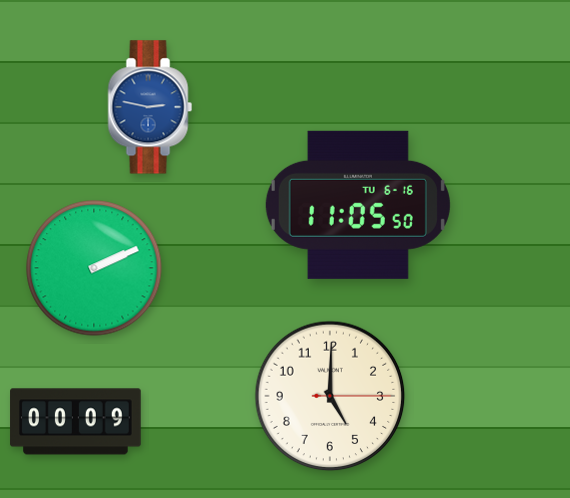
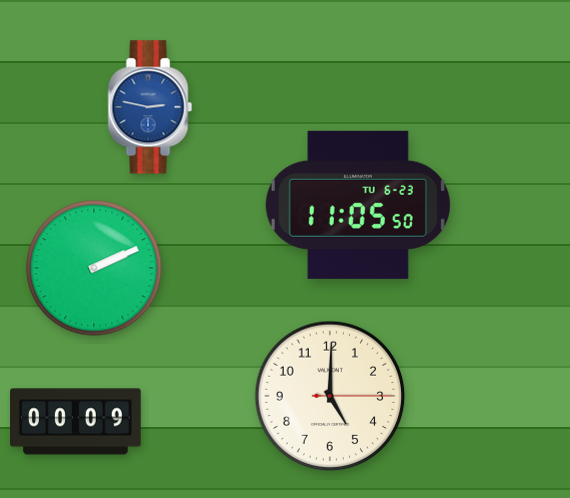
clock at (358, 205) date: TU 6-16 -> TU 6-23
